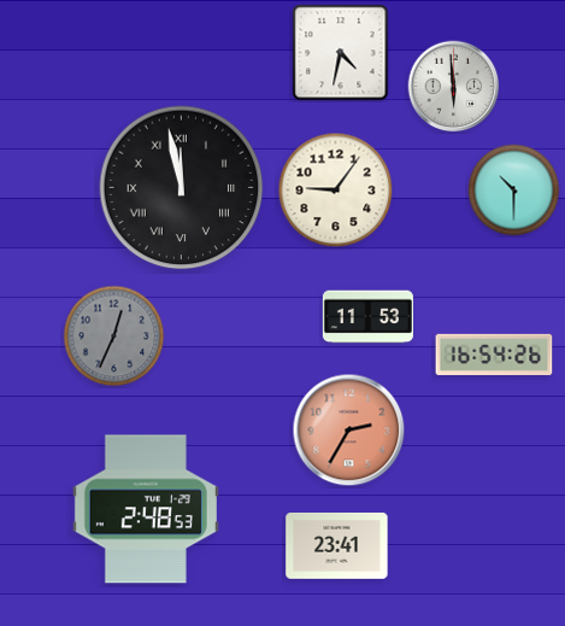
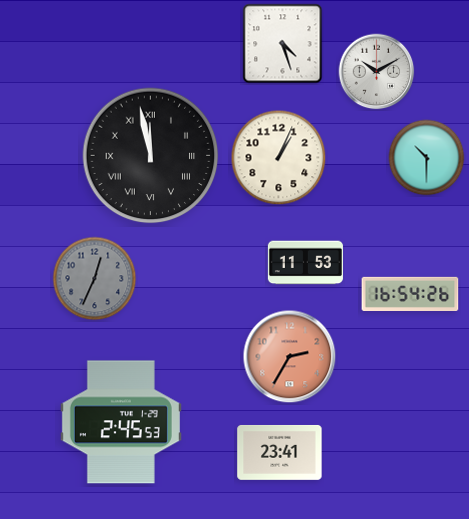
clock at (341, 53): 4:32 -> 4:27
clock at (454, 87): 5:59 -> 10:10
clock at (336, 191): 9:06 -> 1:04
clock at (146, 509): 2:48 -> 2:45
